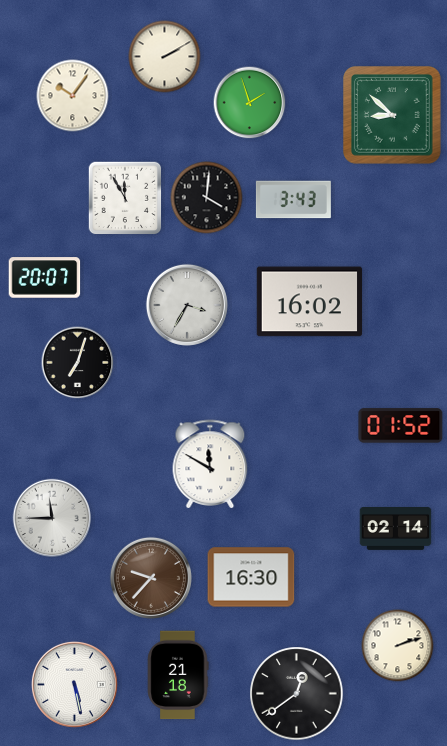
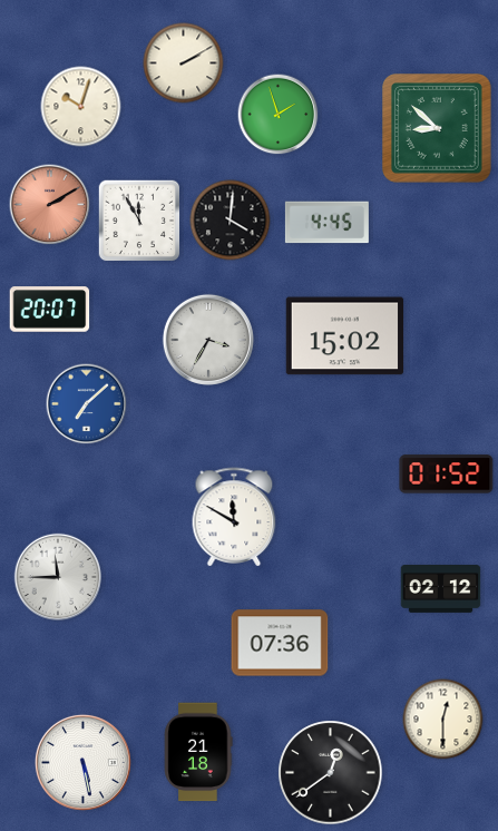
clock at (73, 96): 10:06 -> 10:03
clock at (50, 205): none -> 2:10
clock at (293, 200): 3:43 -> 4:45
clock at (310, 302): 16:02 -> 15:02
clock at (78, 363): 7:03 -> 7:08
clock at (78, 363) dial: black -> blue
clock at (396, 529): 02:14 -> 02:12
clock at (251, 577): 16:30 -> 07:36
clock at (151, 578): 9:37 -> none
clock at (398, 646): 2:12 -> 12:30
